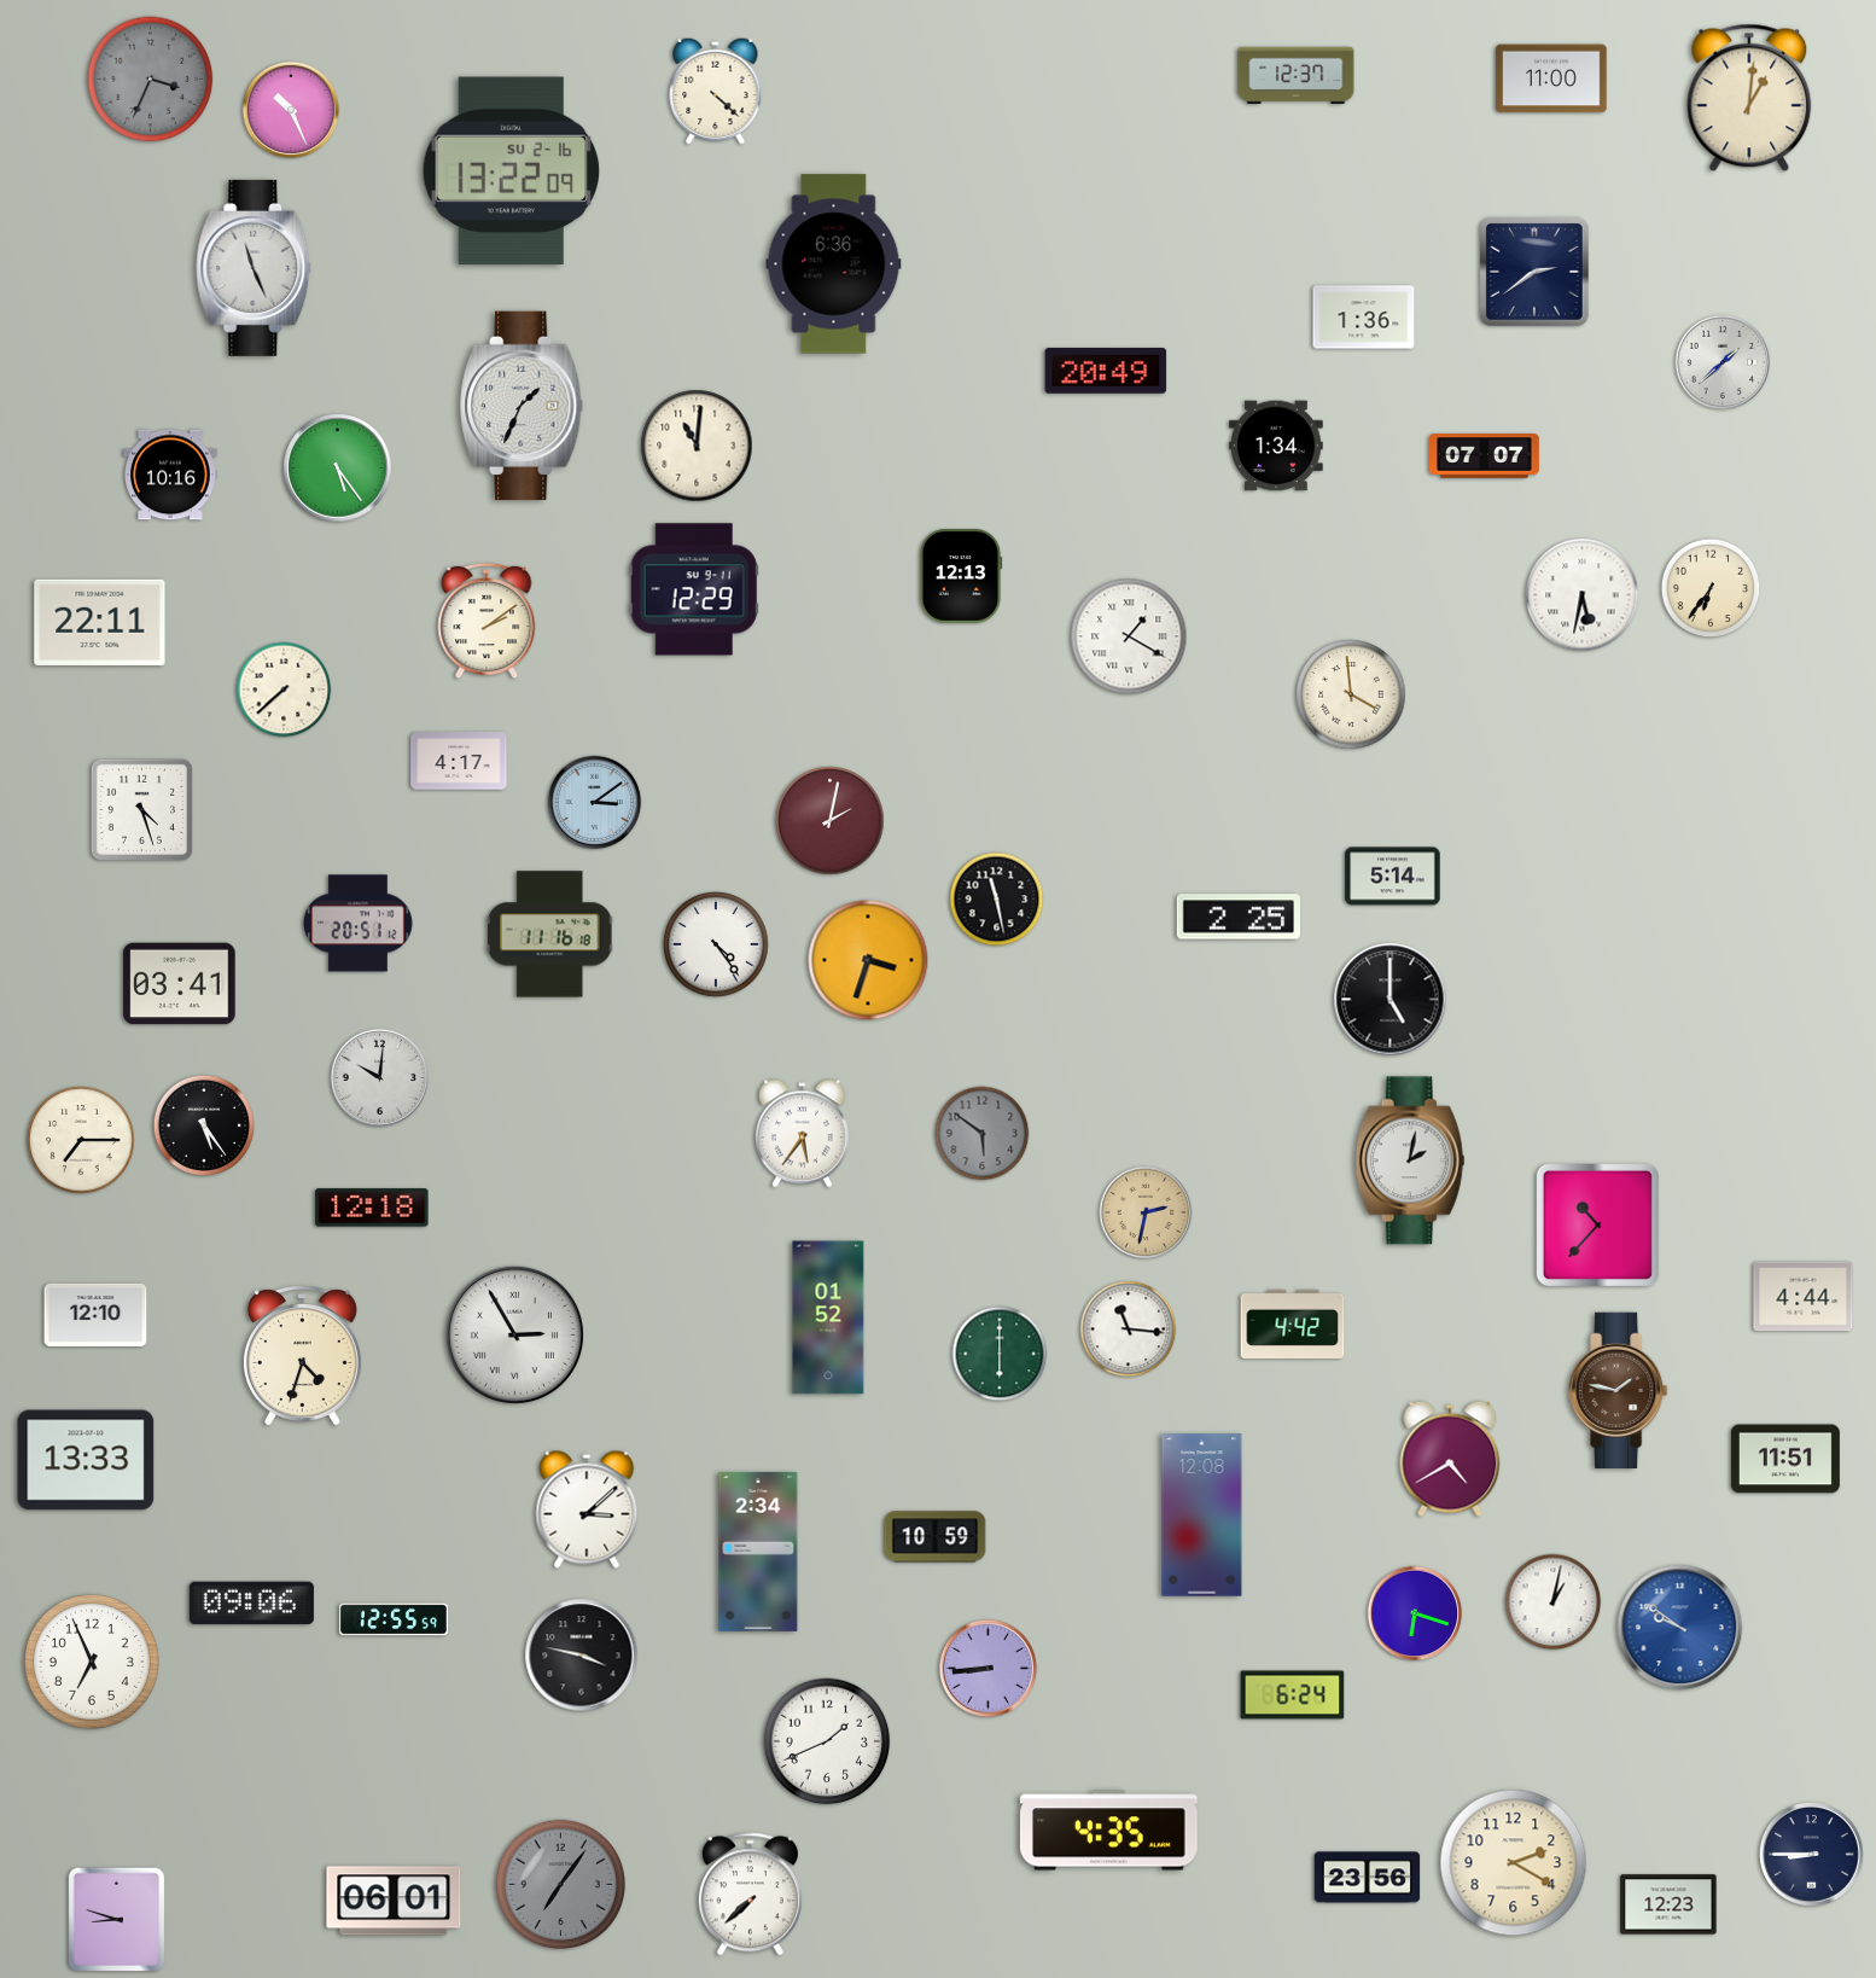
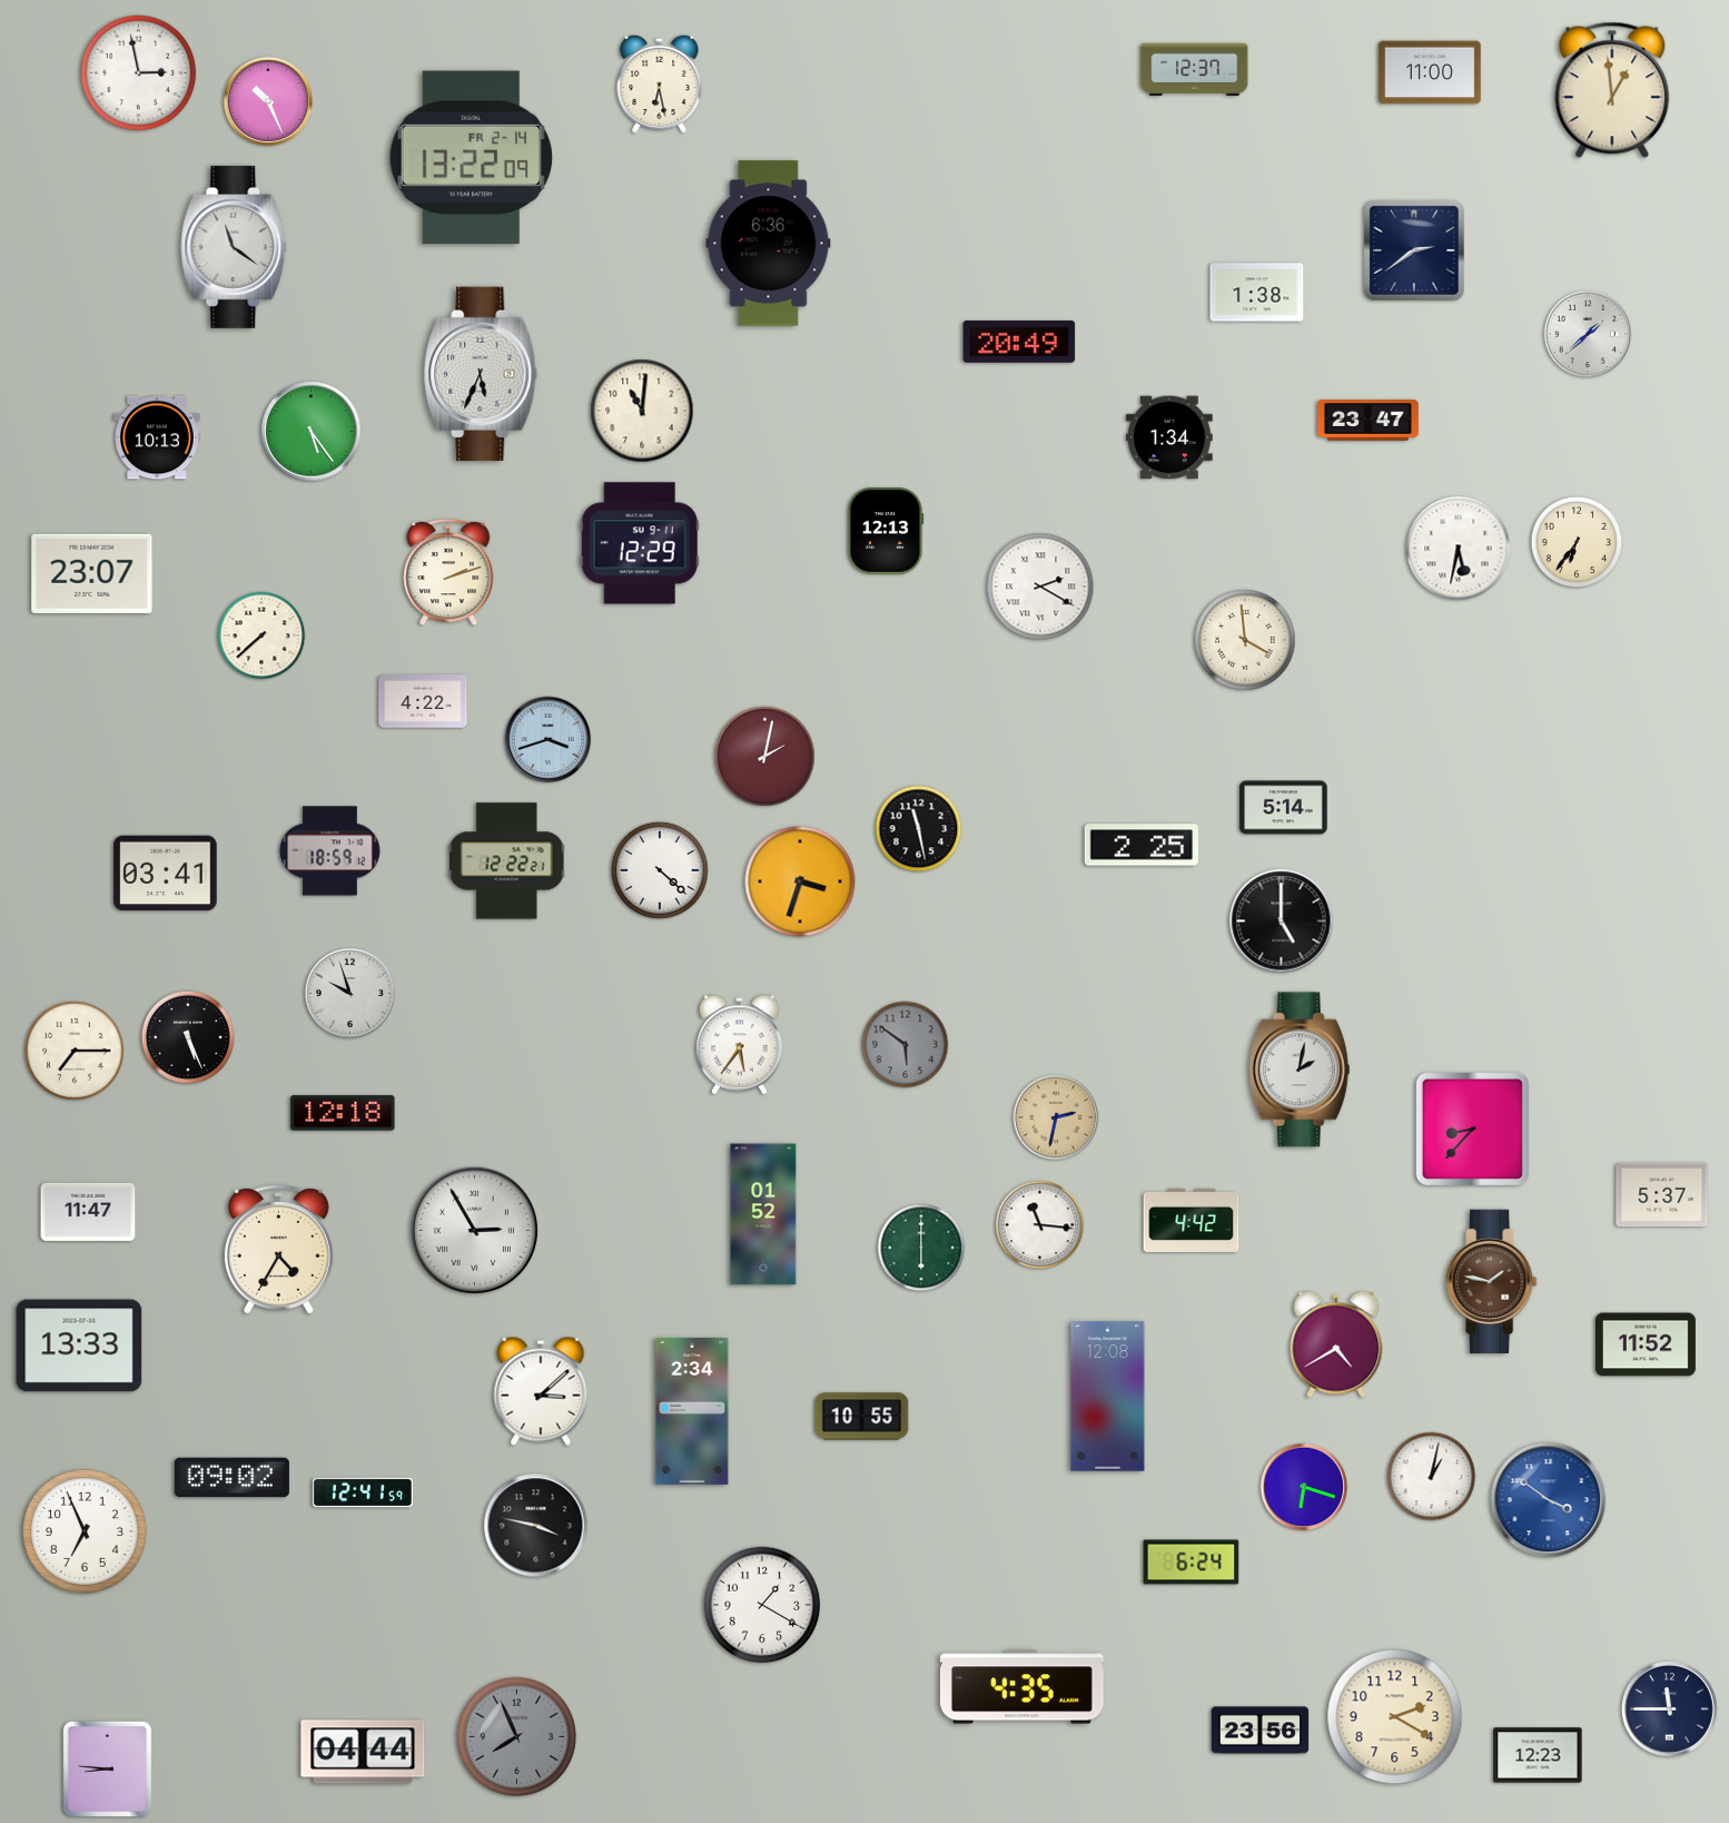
clock at (151, 80): 3:34 -> 2:58
clock at (151, 80) dial: grey -> white
clock at (716, 91): 4:22 -> 6:28
clock at (1749, 98): 1:01 -> 12:59
clock at (511, 171) date: SU 2-16 -> FR 2-14
clock at (254, 268): 11:26 -> 11:21
clock at (1364, 318): 1:36 -> 1:38
clock at (523, 406): 1:34 -> 5:34
clock at (1276, 446) position: (1276, 446) -> (1169, 437)
clock at (1485, 456): 07:07 -> 23:47
clock at (170, 475): 10:16 -> 10:13
clock at (487, 621): 2:09 -> 2:12
clock at (100, 622): 22:11 -> 23:07
clock at (1129, 636): 1:20 -> 2:20
clock at (459, 761): 4:17 -> 4:22
clock at (595, 803): 3:09 -> 3:42
clock at (141, 809): 4:27 -> none
clock at (359, 924): 20:51 -> 18:59
clock at (550, 935): 11:16 -> 12:22
clock at (716, 944): 4:24 -> 4:22
clock at (868, 960) position: (868, 960) -> (800, 881)
clock at (180, 984) position: (180, 984) -> (166, 874)
clock at (379, 1077): 10:01 -> 9:57
clock at (203, 1124): 5:24 -> 5:26
clock at (1597, 1224): 10:37 -> 8:37
clock at (1804, 1297): 4:44 -> 5:37
clock at (95, 1315): 12:10 -> 11:47
clock at (302, 1356): 4:33 -> 4:35
clock at (1785, 1459): 11:51 -> 11:52
clock at (936, 1537): 10:59 -> 10:55
clock at (758, 1552) position: (758, 1552) -> (692, 1411)
clock at (251, 1604): 09:06 -> 09:02
clock at (394, 1619): 12:55 -> 12:41
clock at (1680, 1628): 9:51 -> 3:51
clock at (987, 1668): 8:44 -> none
clock at (827, 1741): 1:41 -> 1:20
clock at (1811, 1854): 8:45 -> 11:45
clock at (560, 1884): 7:06 -> 7:56
clock at (750, 1895): 7:38 -> none
clock at (394, 1901): 06:01 -> 04:44
clock at (117, 1920): 8:48 -> 8:46
